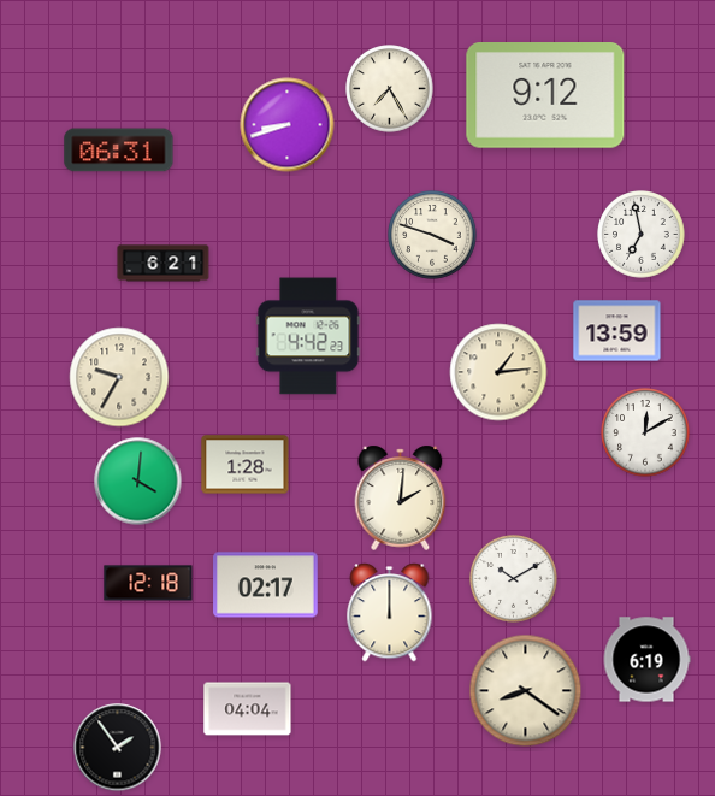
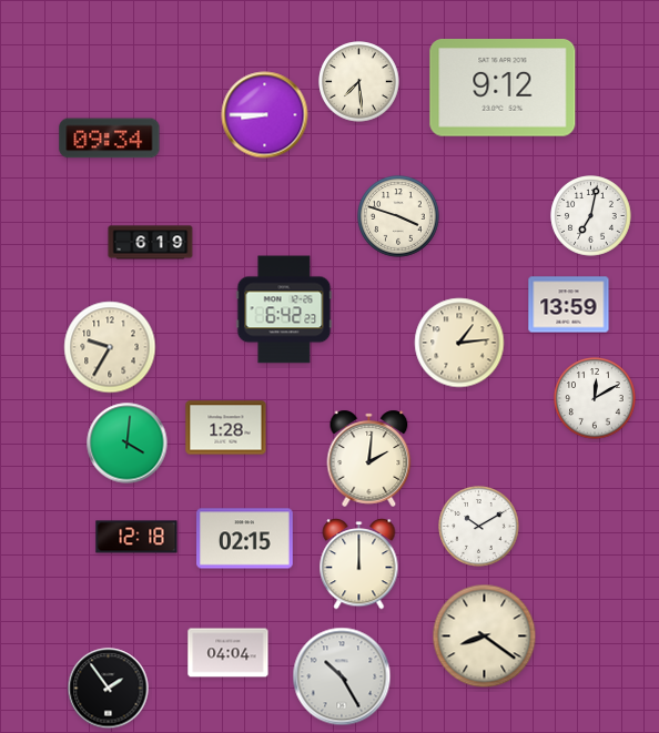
clock at (390, 89): 7:25 -> 7:29
clock at (288, 125): 8:42 -> 8:45
clock at (119, 151): 06:31 -> 09:34
clock at (642, 235): 6:58 -> 7:02
clock at (164, 264): 6:21 -> 6:19
clock at (308, 336): 4:42 -> 6:42
clock at (514, 579) position: (514, 579) -> (479, 527)
clock at (266, 585): 02:17 -> 02:15
clock at (646, 660): 6:19 -> none
clock at (342, 676): none -> 10:25
